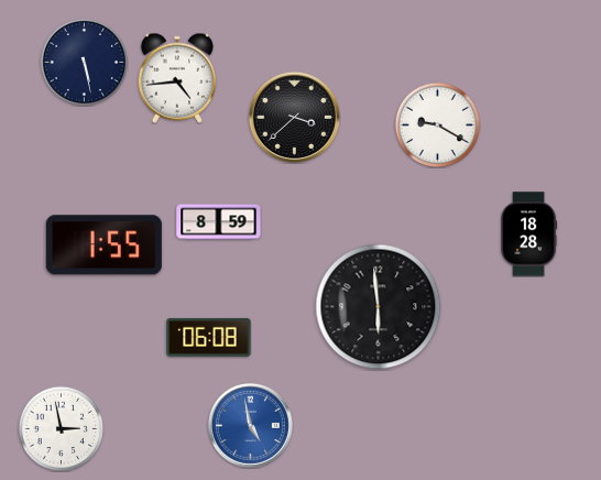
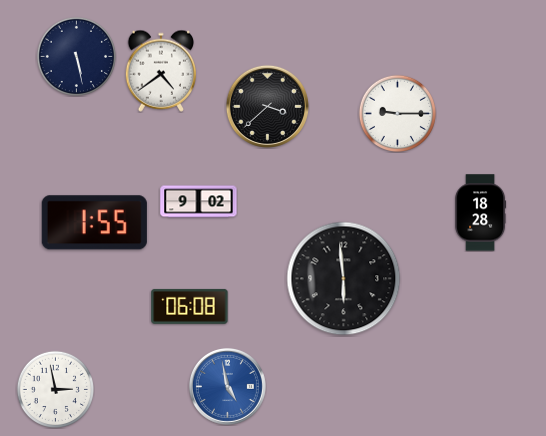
clock at (177, 78): 4:44 -> 4:39
clock at (437, 124): 9:20 -> 9:15
clock at (219, 222): 8:59 -> 9:02
